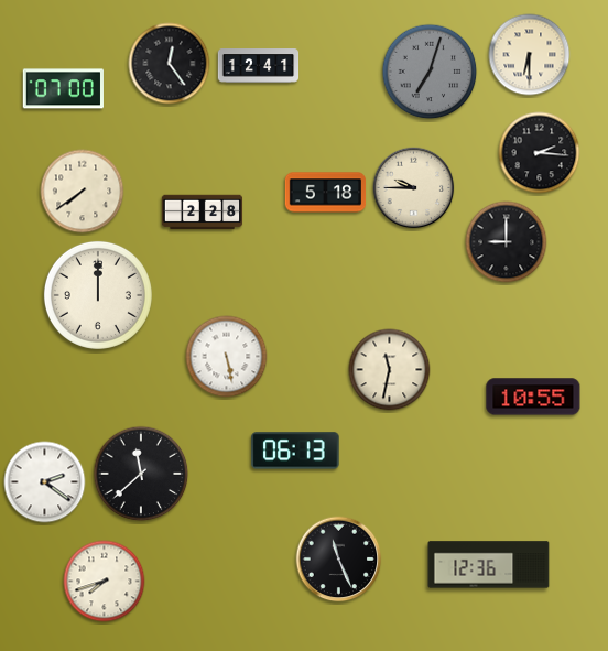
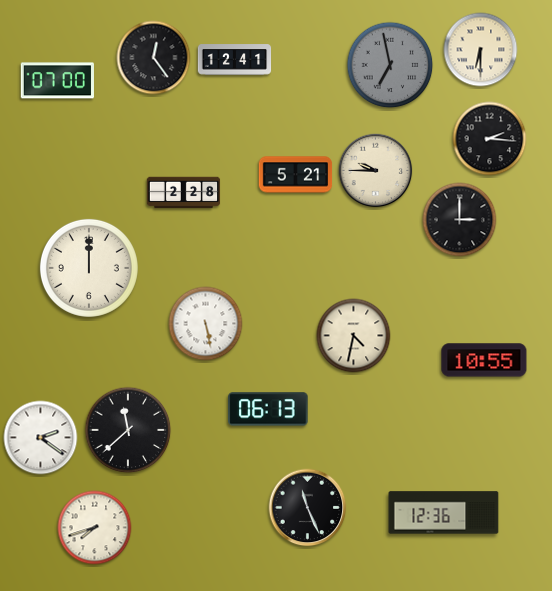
clock at (430, 72): 7:03 -> 6:58
clock at (83, 192): 7:39 -> none
clock at (326, 193): 5:18 -> 5:21
clock at (507, 242): 9:00 -> 3:00
clock at (390, 370): 11:32 -> 4:32
